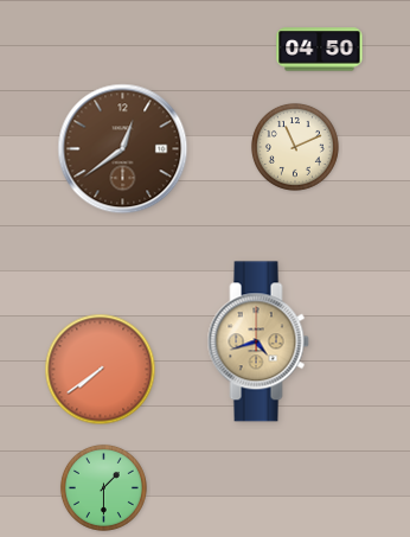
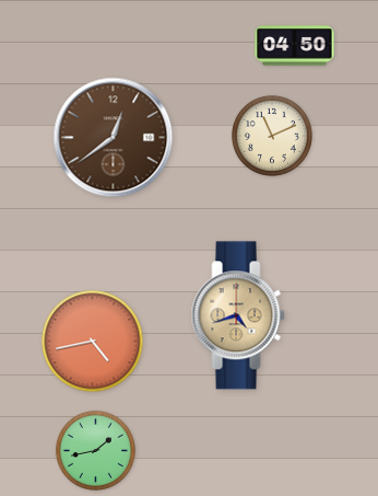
clock at (101, 370): 7:39 -> 4:43
clock at (103, 487): 1:30 -> 1:43
